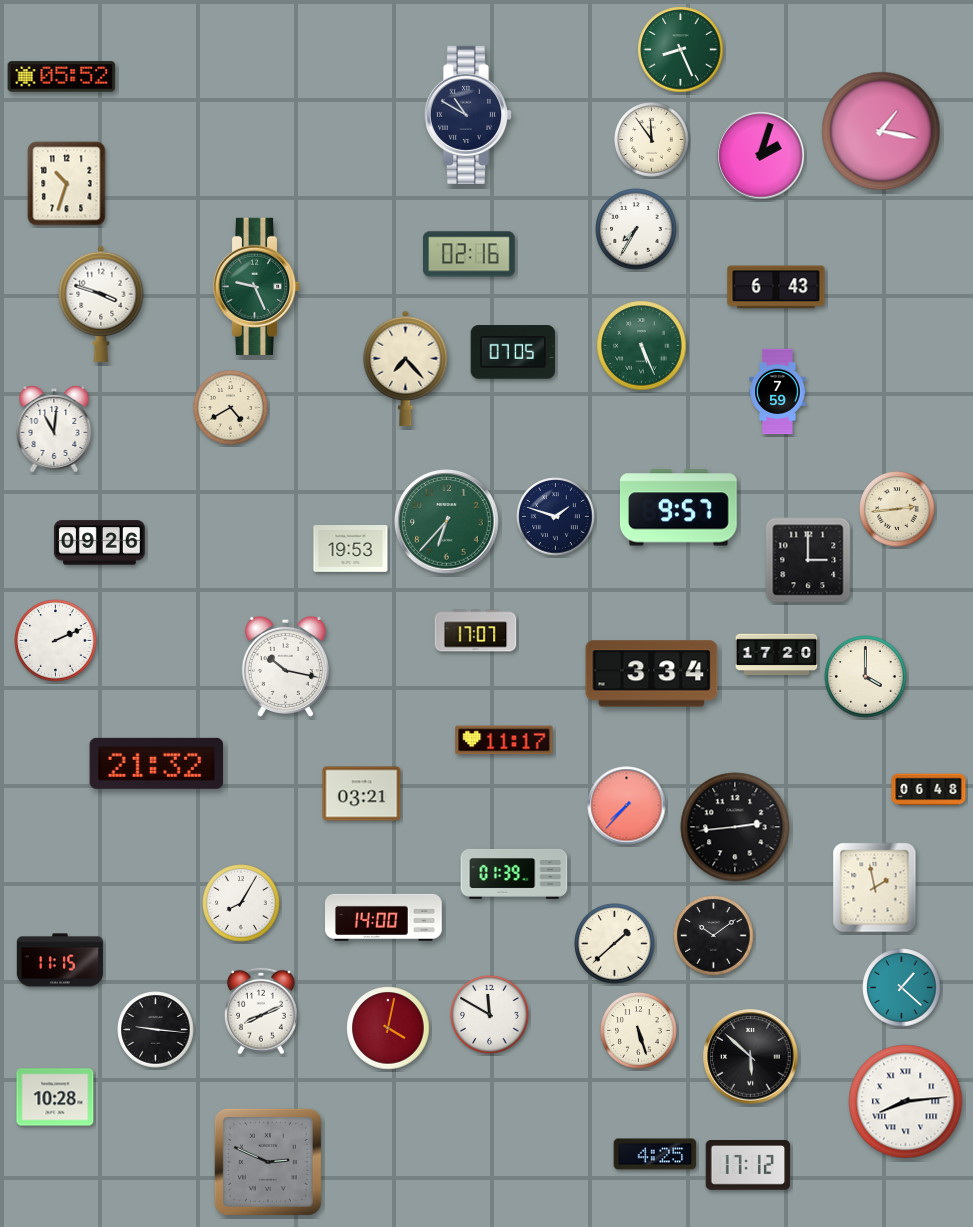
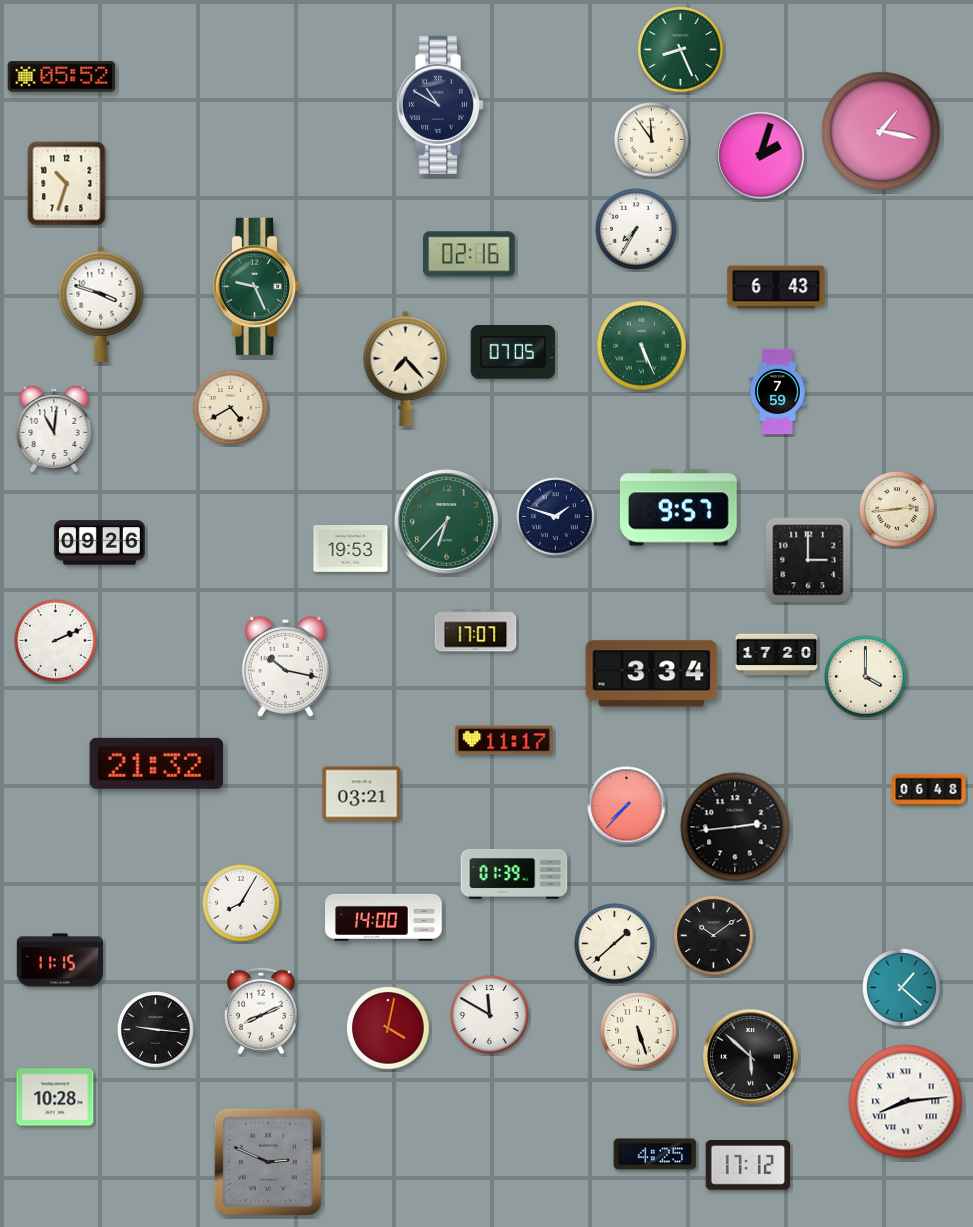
clock at (467, 115) position: (467, 115) -> (439, 105)
clock at (875, 888): 1:58 -> none
